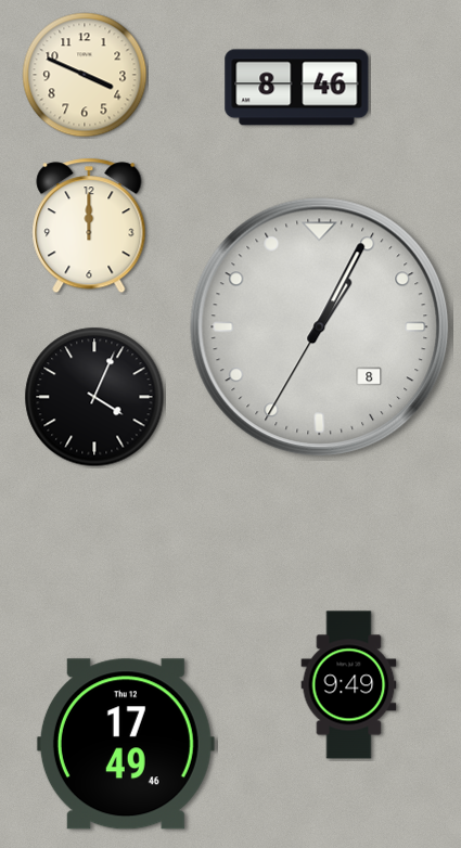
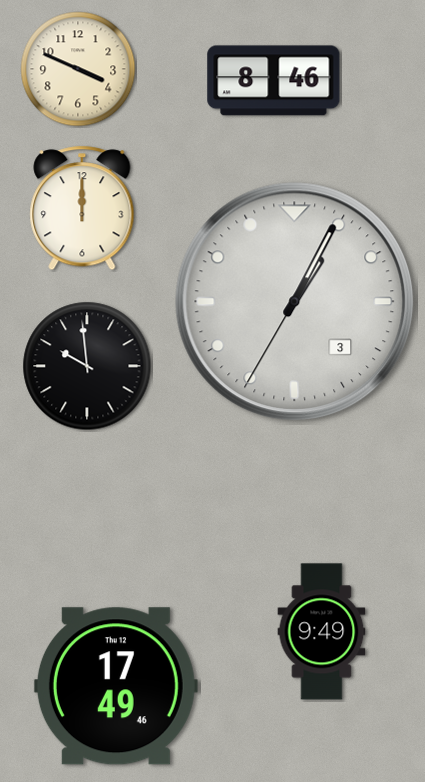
clock at (320, 327) date: 8 -> 3
clock at (94, 397): 4:04 -> 9:59
